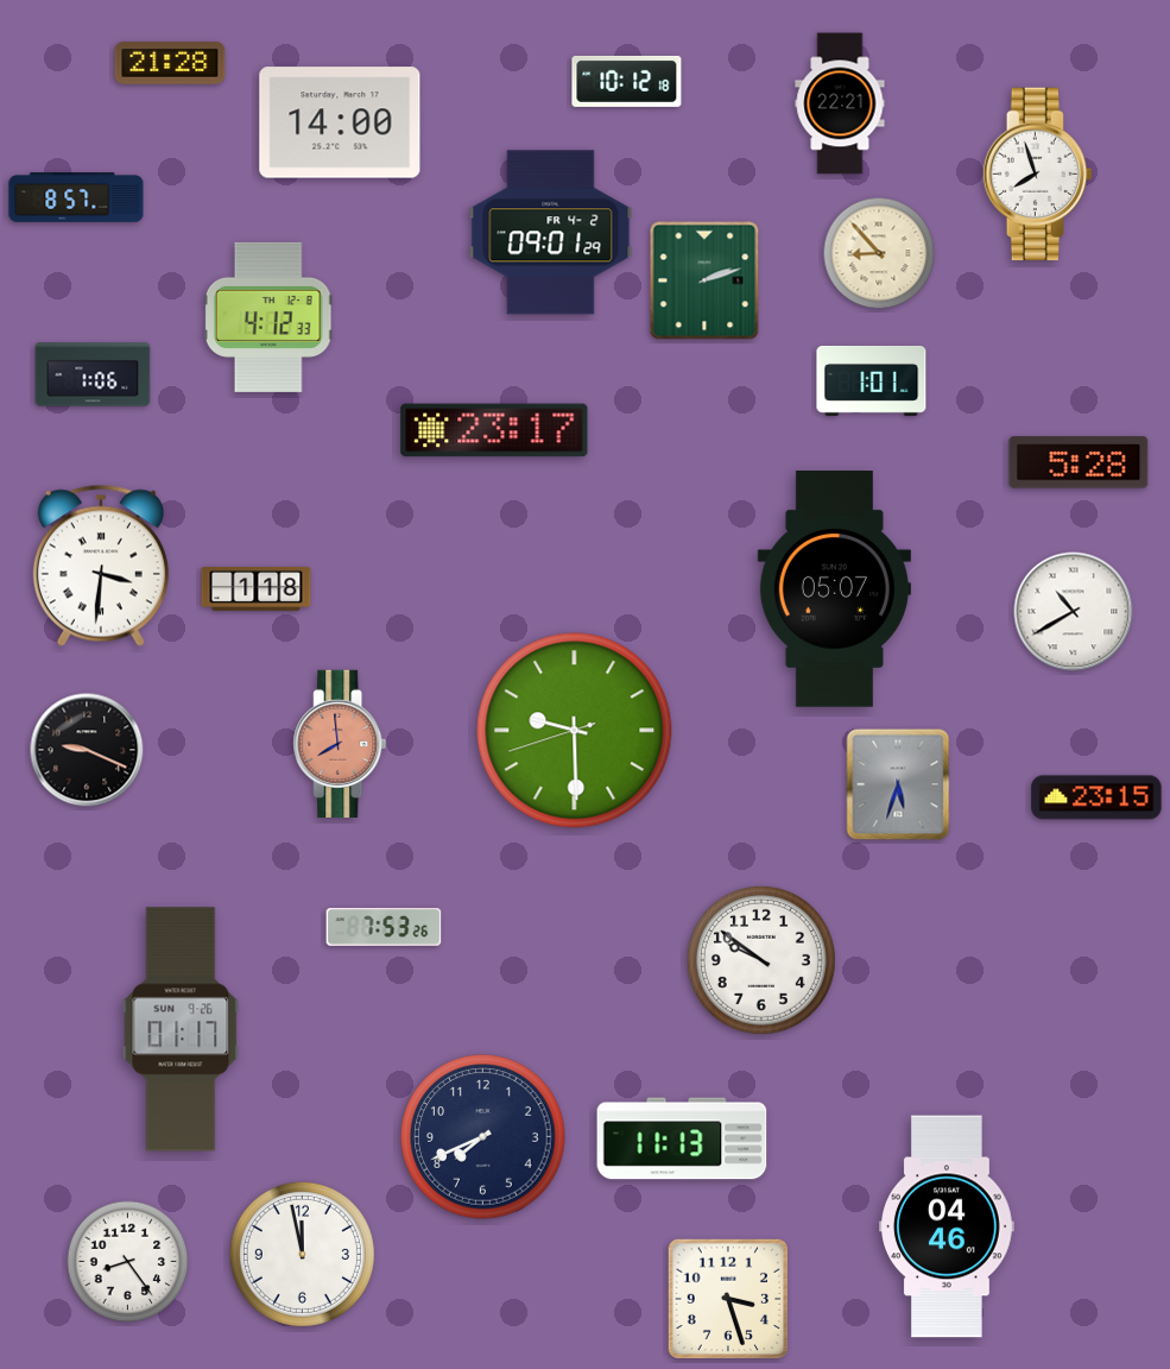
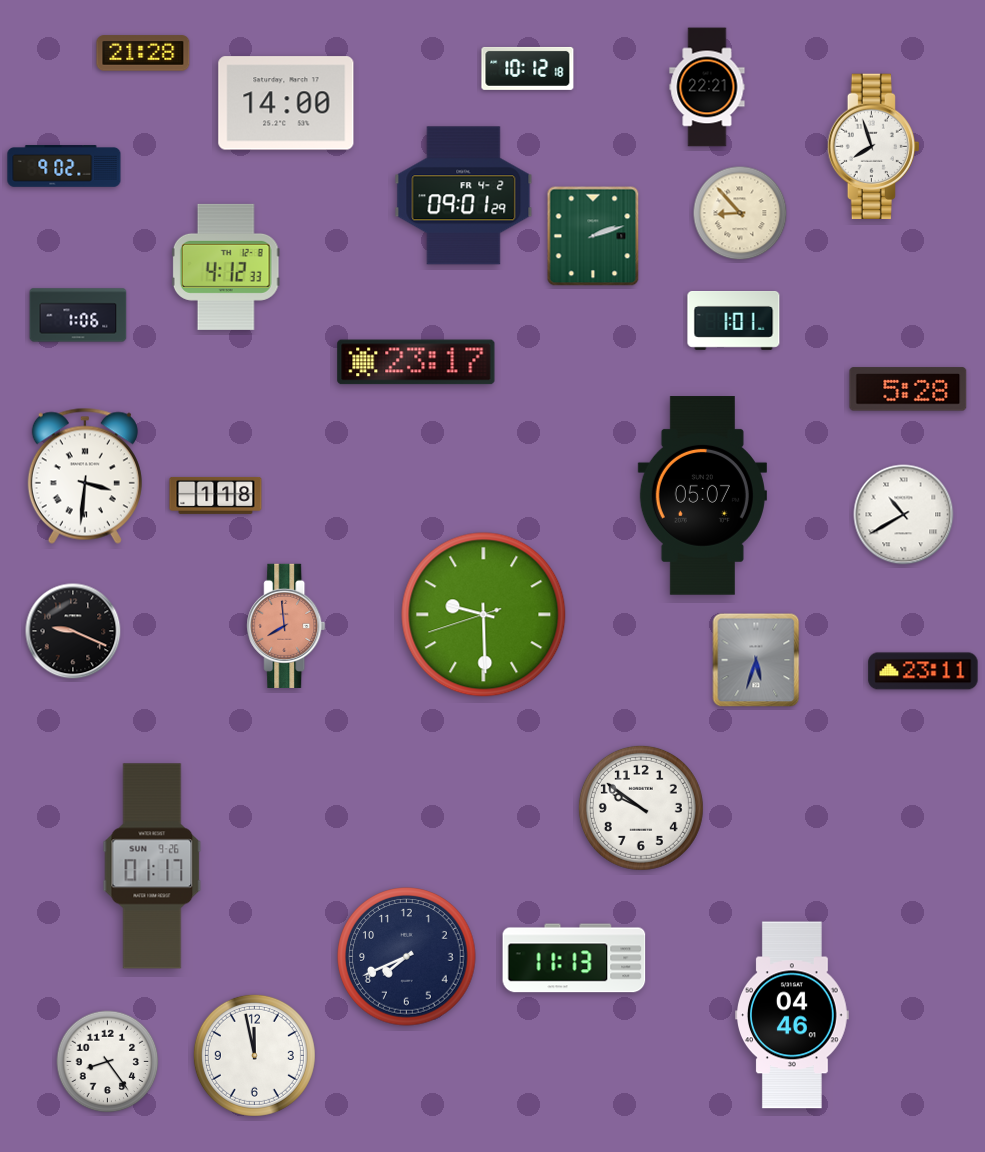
clock at (76, 197): 8:57 -> 9:02
clock at (1096, 797): 23:15 -> 23:11
clock at (384, 927): 7:53 -> none
clock at (948, 1226) position: (948, 1226) -> (793, 1015)
clock at (727, 1298): 3:27 -> none
